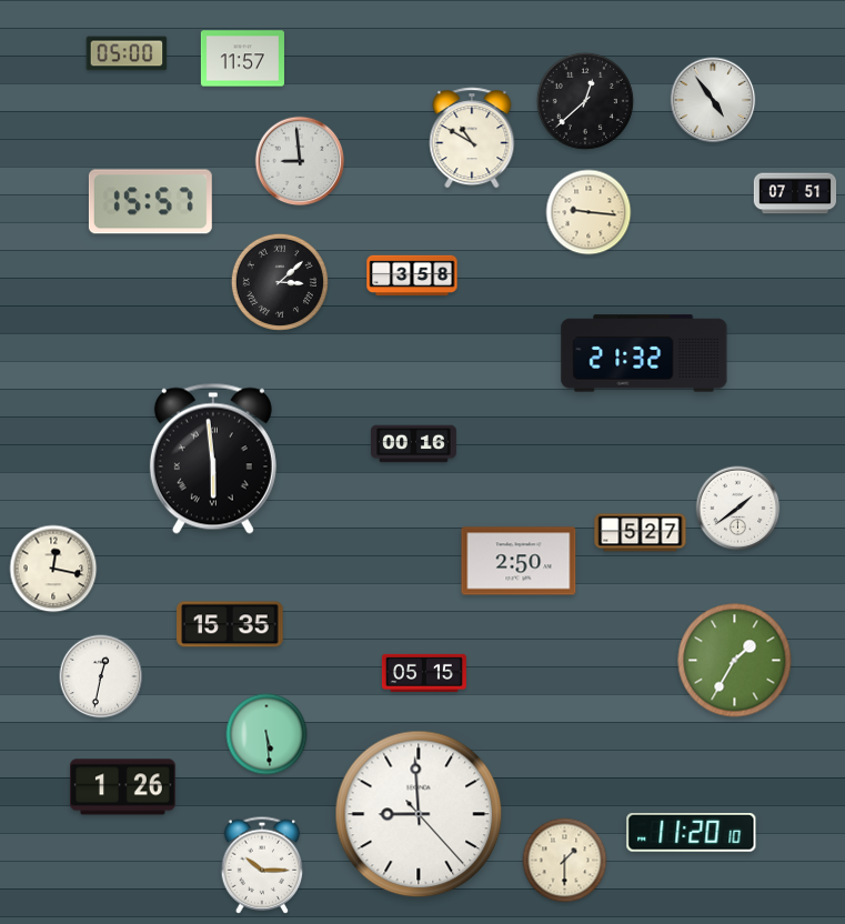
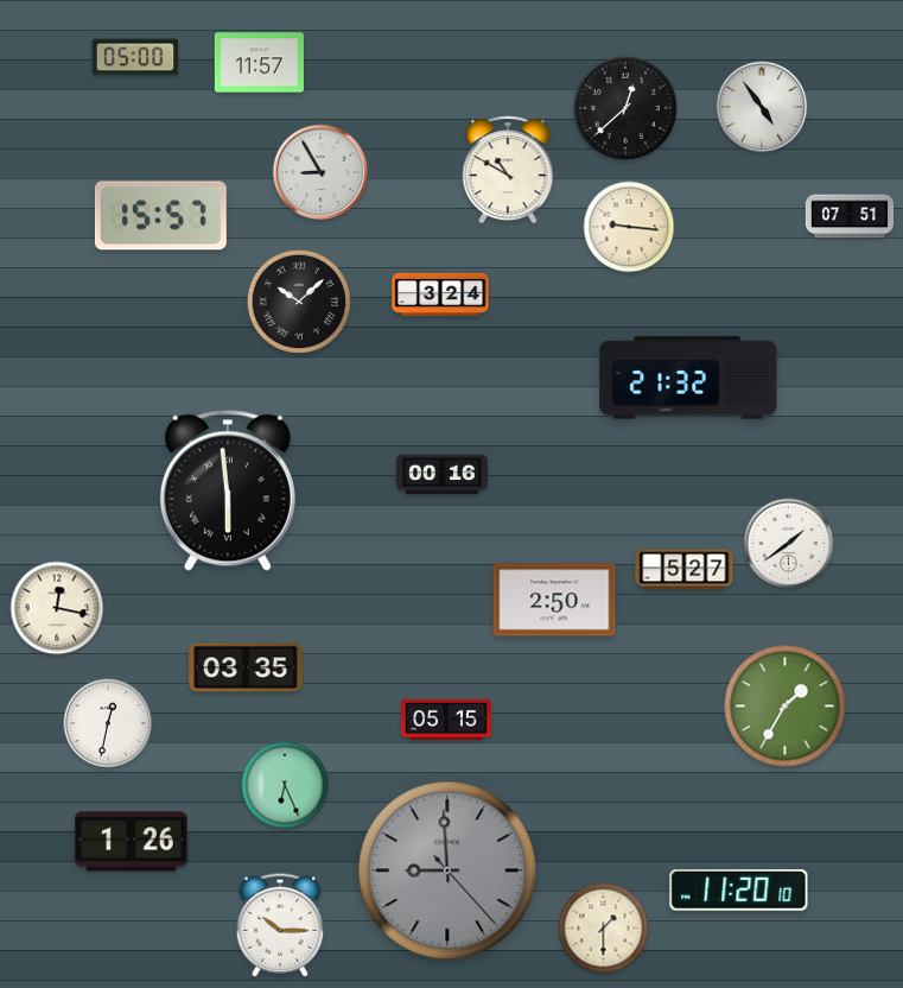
clock at (472, 138) position: (472, 138) -> (508, 170)
clock at (300, 161): 8:59 -> 8:55
clock at (795, 193) position: (795, 193) -> (850, 216)
clock at (412, 275): 3:58 -> 3:24
clock at (280, 282): 3:08 -> 10:08
clock at (230, 624): 15:35 -> 03:35
clock at (424, 673) position: (424, 673) -> (446, 720)
clock at (266, 734): 5:29 -> 6:26
clock at (419, 814) dial: white -> grey
clock at (565, 861) position: (565, 861) -> (604, 929)
